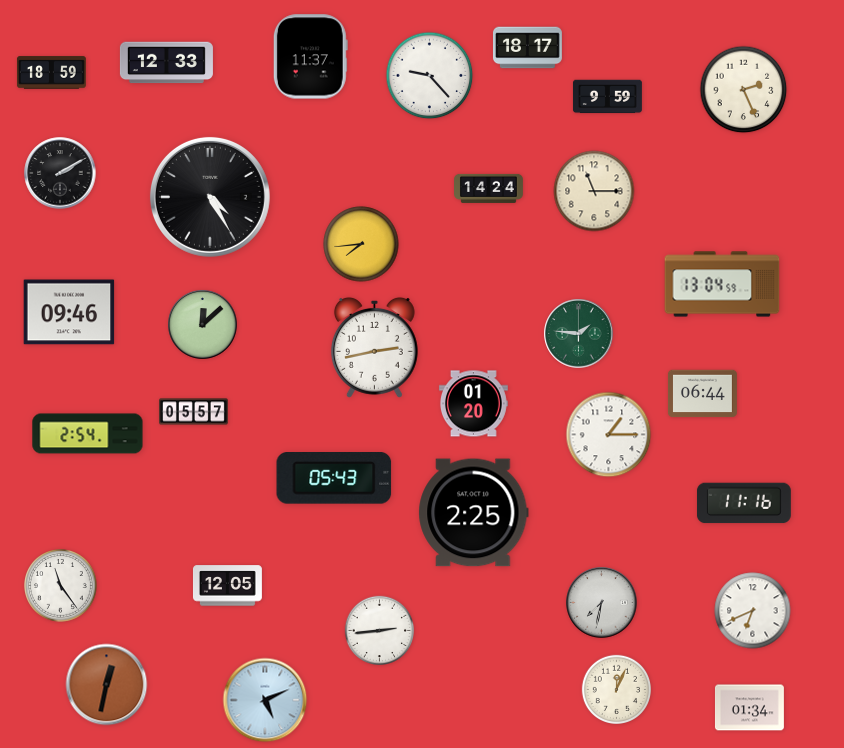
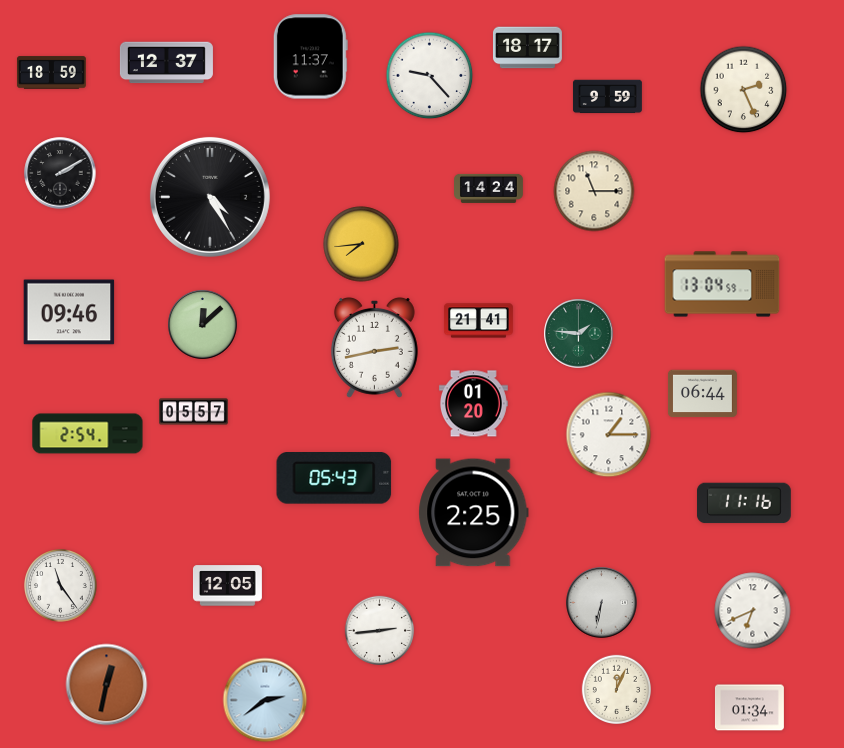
clock at (166, 63): 12:33 -> 12:37
clock at (478, 321): none -> 21:41
clock at (602, 603): 7:32 -> 6:32
clock at (265, 700): 5:11 -> 2:39
